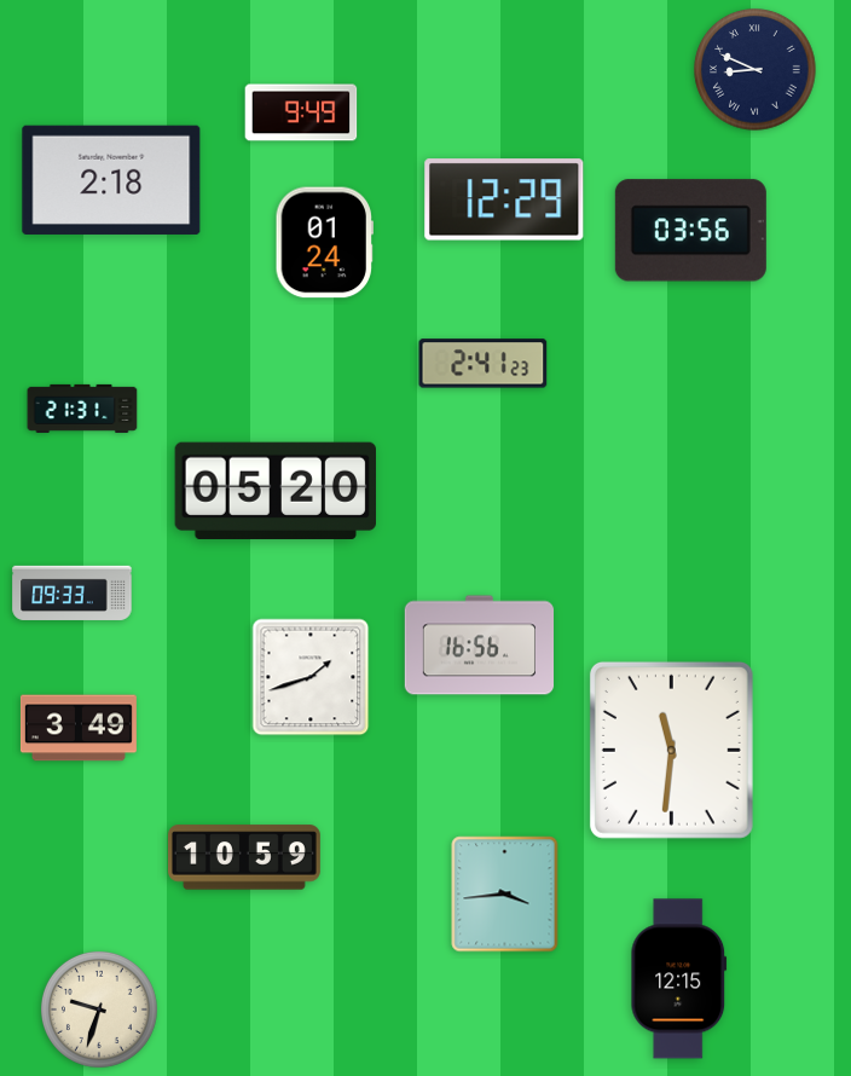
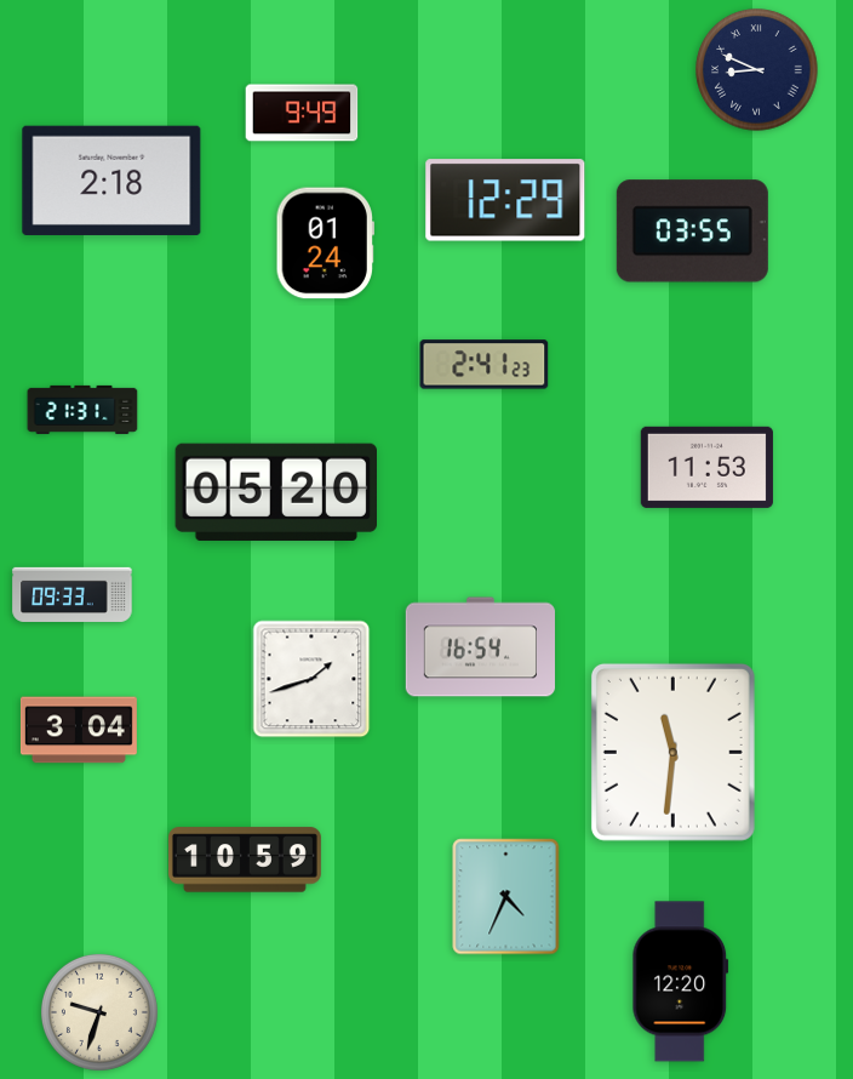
clock at (690, 231): 03:56 -> 03:55
clock at (706, 467): none -> 11:53
clock at (480, 646): 16:56 -> 16:54
clock at (79, 728): 3:49 -> 3:04
clock at (505, 895): 3:44 -> 4:34
clock at (679, 979): 12:15 -> 12:20
